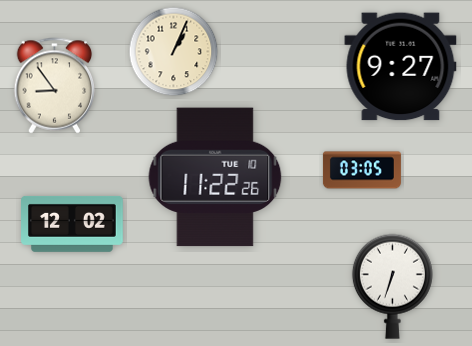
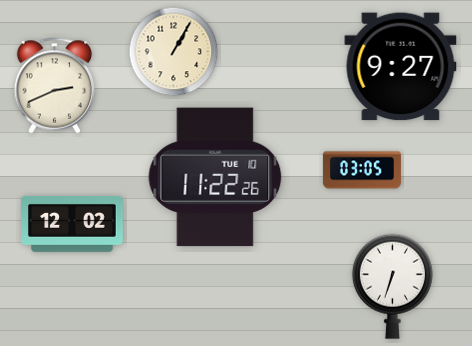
clock at (174, 52): 1:04 -> 1:05
clock at (55, 86): 8:54 -> 2:41
